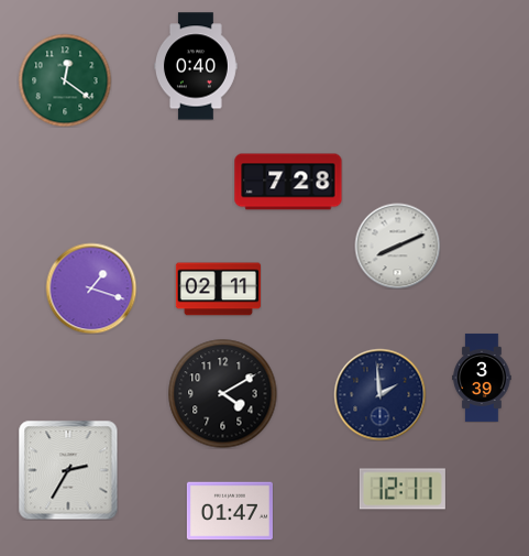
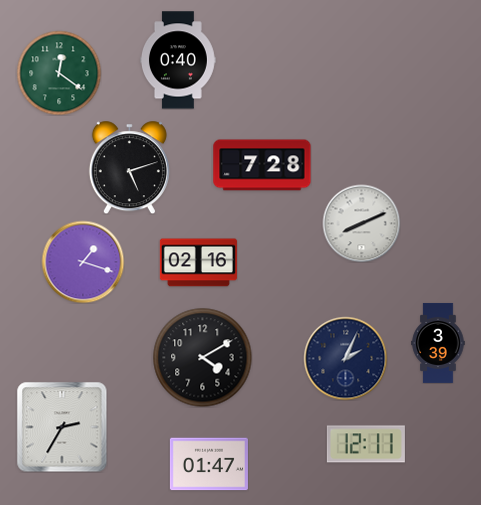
clock at (129, 167): none -> 5:12
clock at (218, 290): 02:11 -> 02:16
clock at (379, 394): 1:59 -> 2:04
